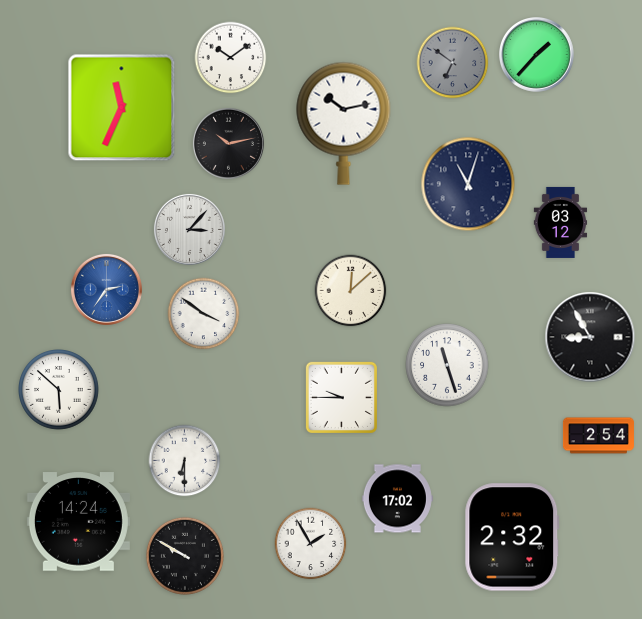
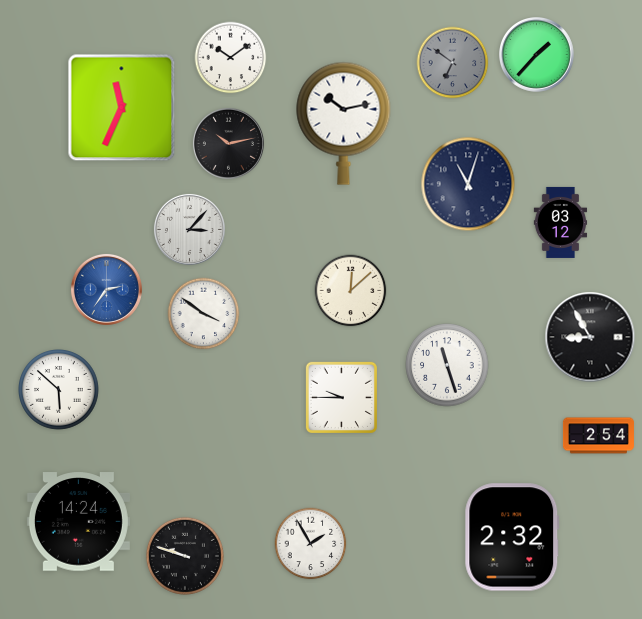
clock at (185, 461): 6:30 -> none
clock at (397, 499): 17:02 -> none
clock at (185, 556): 9:50 -> 9:48
